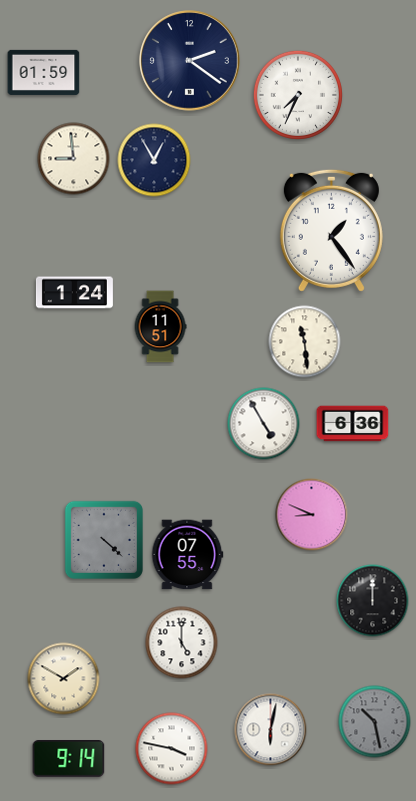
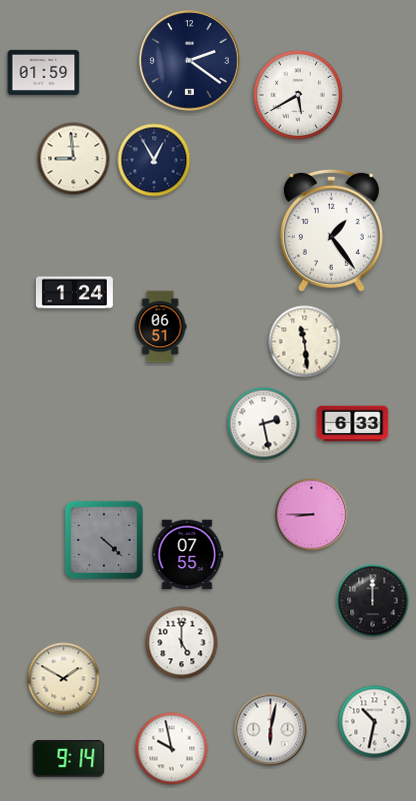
clock at (298, 95): 7:34 -> 5:40
clock at (160, 327): 11:51 -> 06:51
clock at (264, 424): 4:55 -> 2:28
clock at (353, 424): 6:36 -> 6:33
clock at (312, 515): 8:49 -> 8:45
clock at (375, 722): 10:28 -> 10:32
clock at (375, 722) dial: grey -> white
clock at (172, 749): 3:47 -> 9:58
